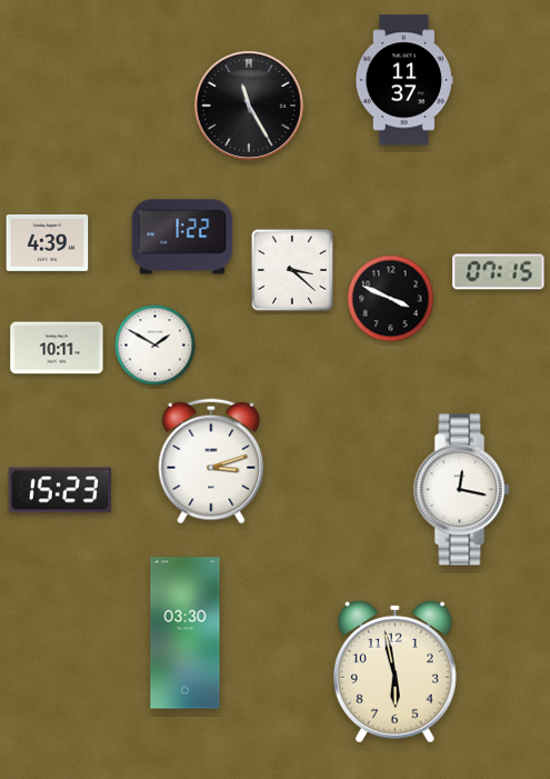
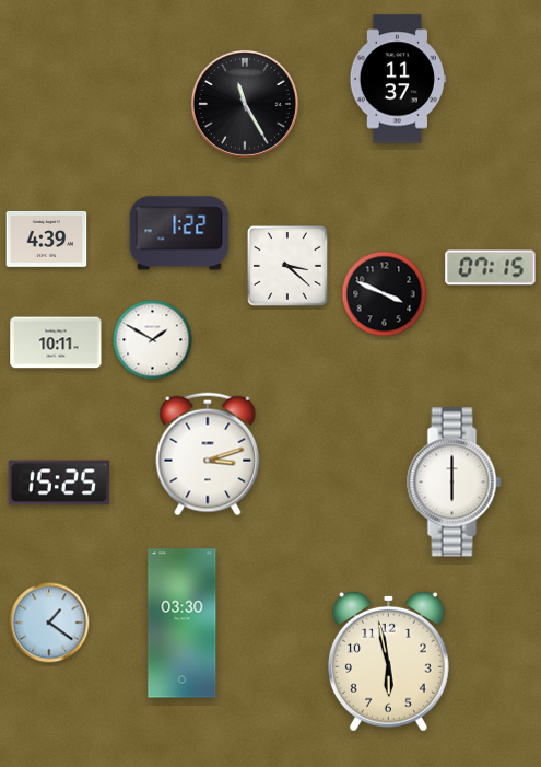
clock at (60, 490): 15:23 -> 15:25
clock at (462, 490): 12:17 -> 6:00
clock at (49, 623): none -> 1:21
